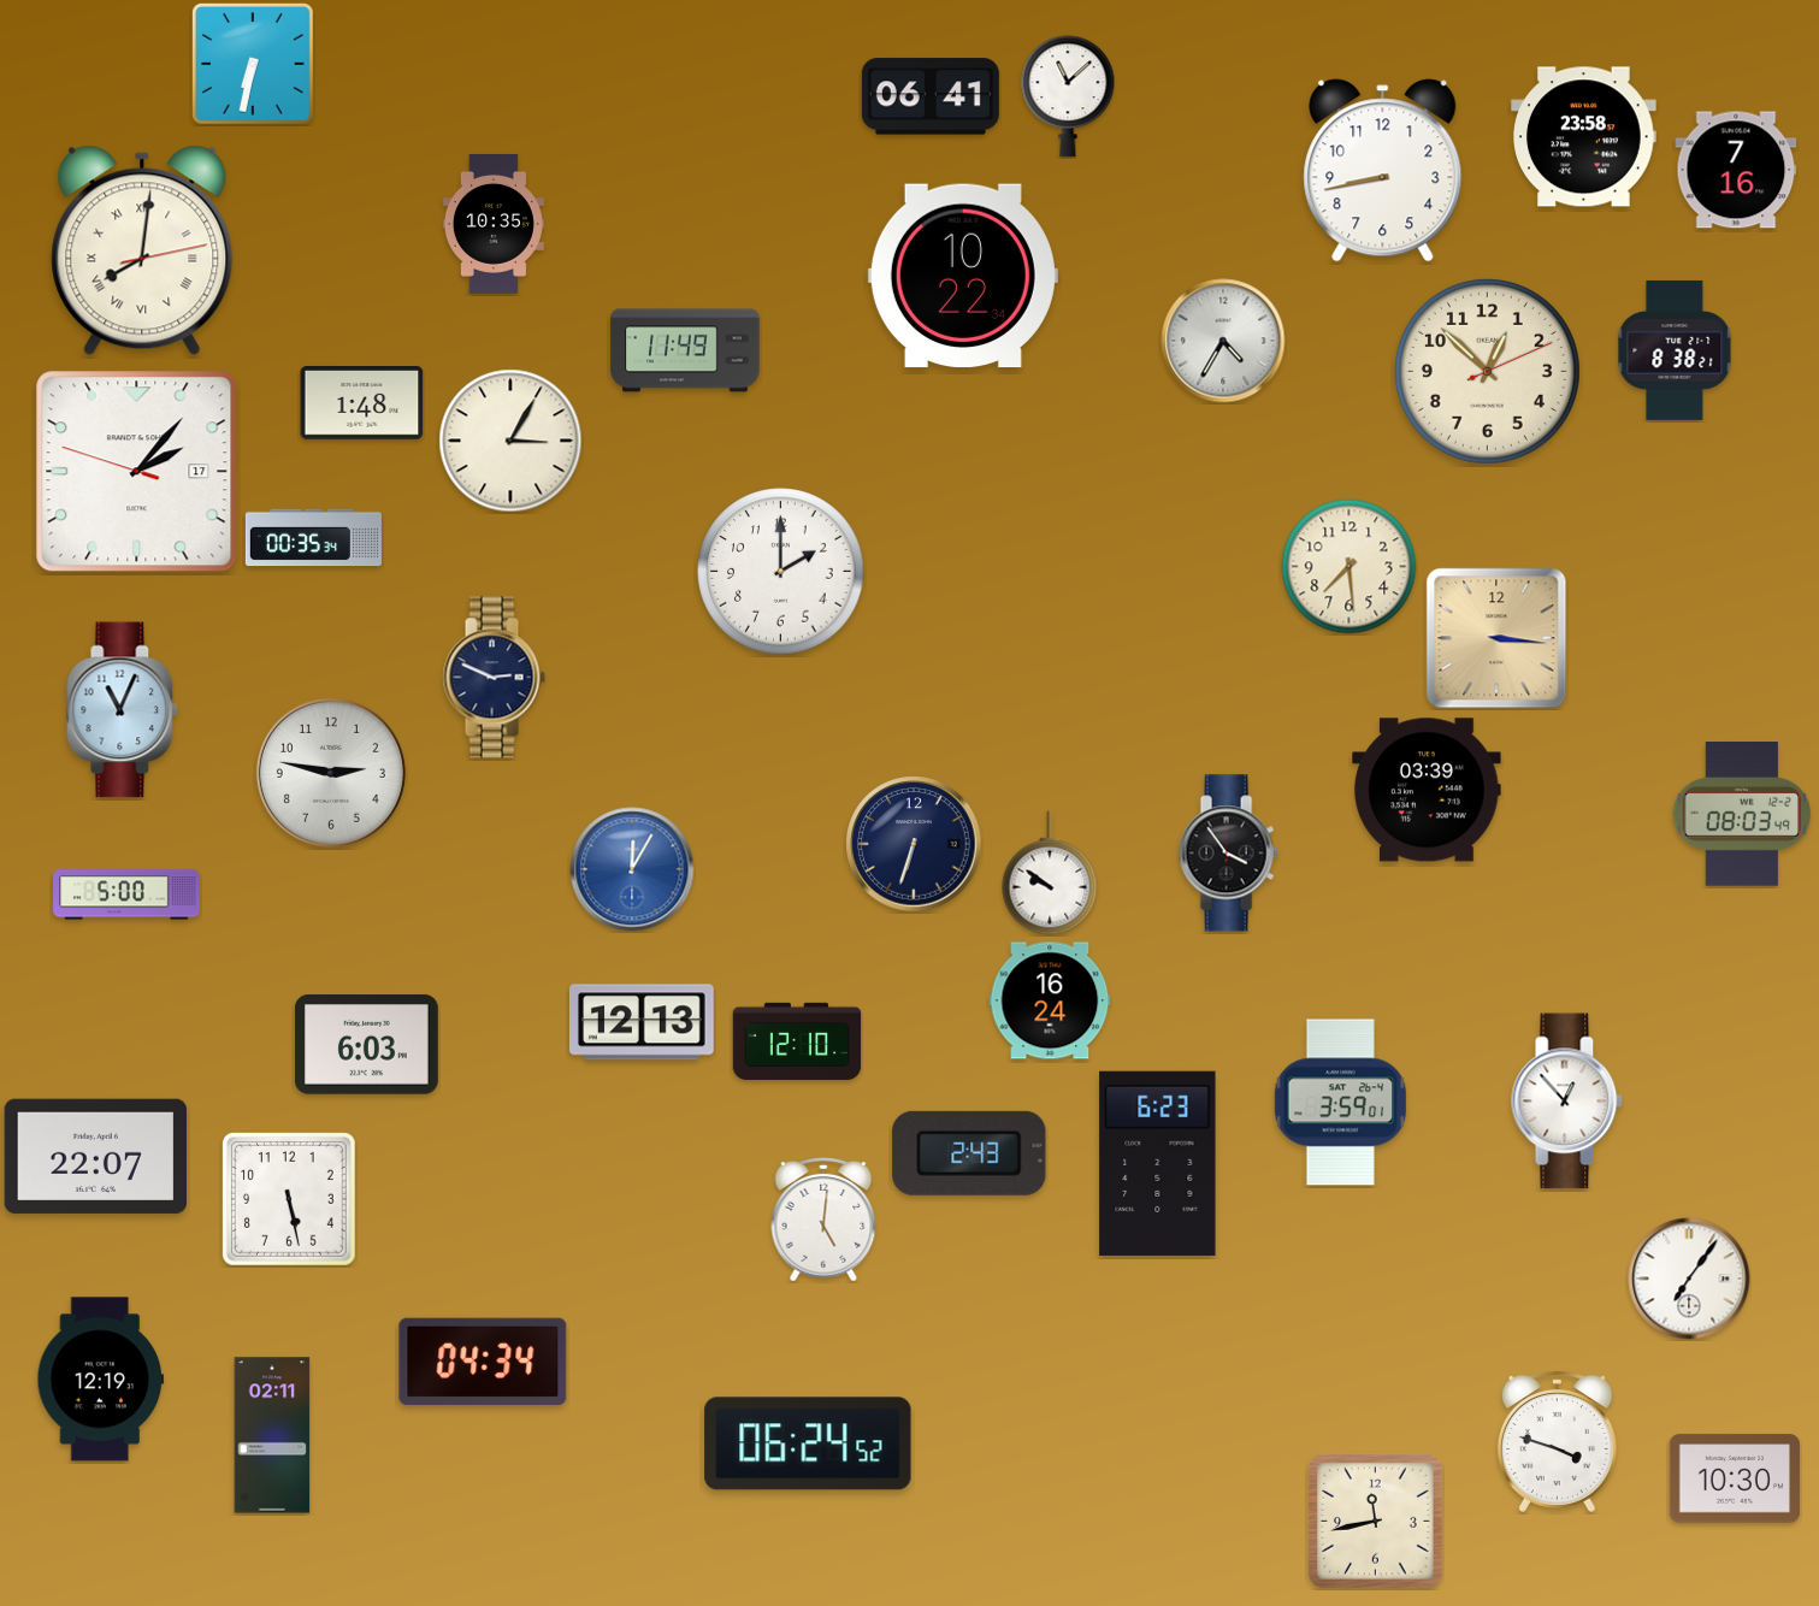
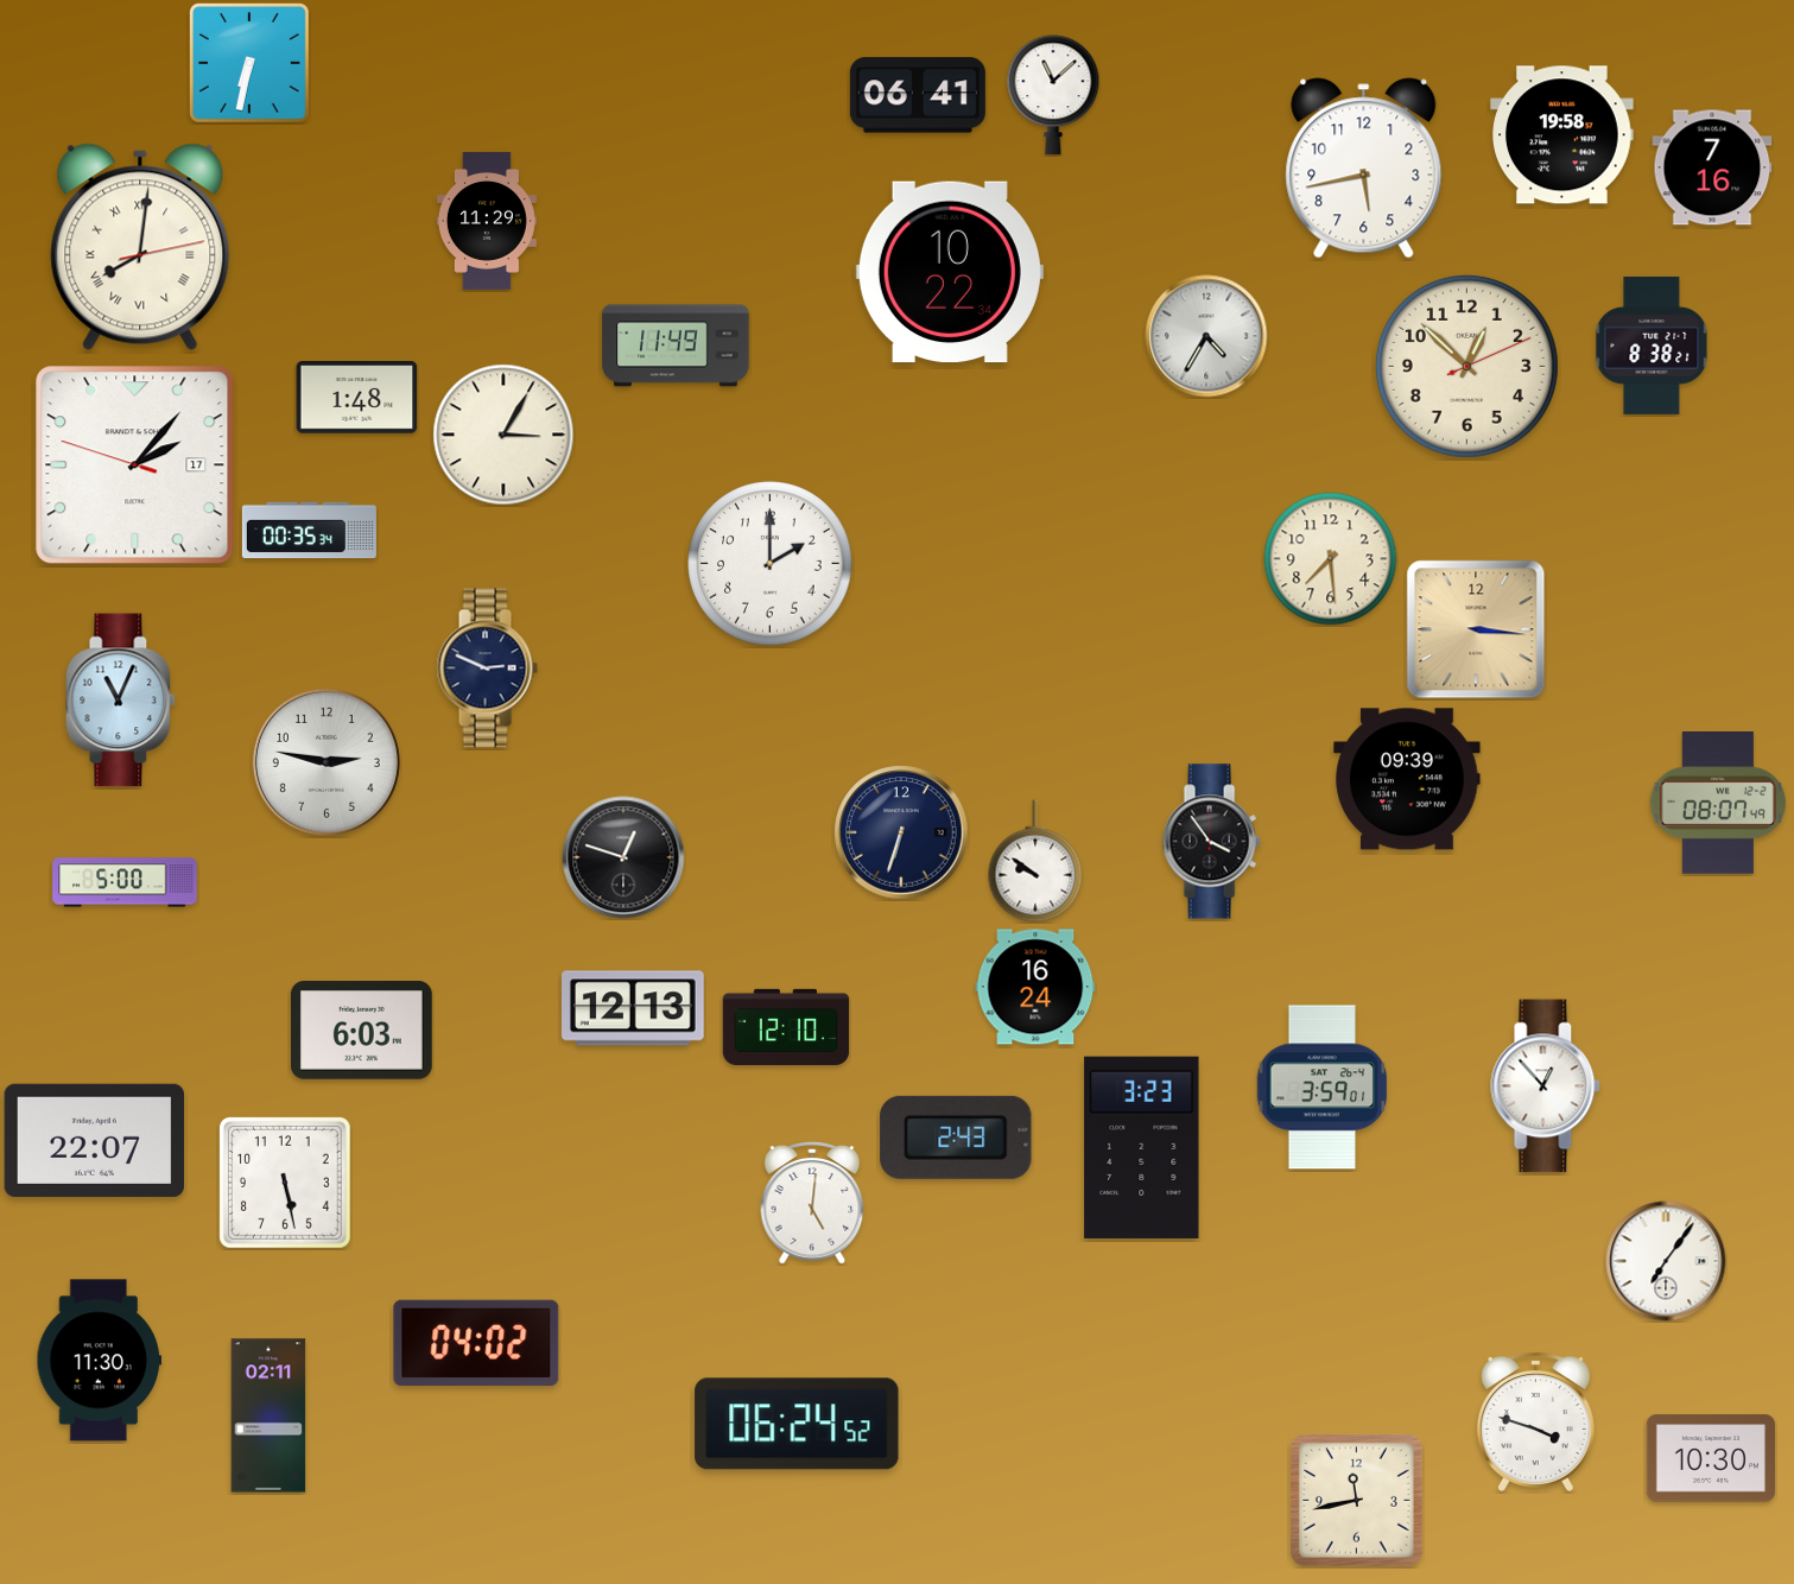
clock at (1584, 137): 23:58 -> 19:58
clock at (1383, 171): 8:43 -> 5:43
clock at (494, 224): 10:35 -> 11:29
clock at (1427, 790): 03:39 -> 09:39
clock at (1741, 815): 08:03 -> 08:07
clock at (632, 869): 12:05 -> 12:48
clock at (632, 869) dial: blue -> black
clock at (1158, 1163): 6:23 -> 3:23
clock at (483, 1362): 04:34 -> 04:02
clock at (101, 1380): 12:19 -> 11:30
